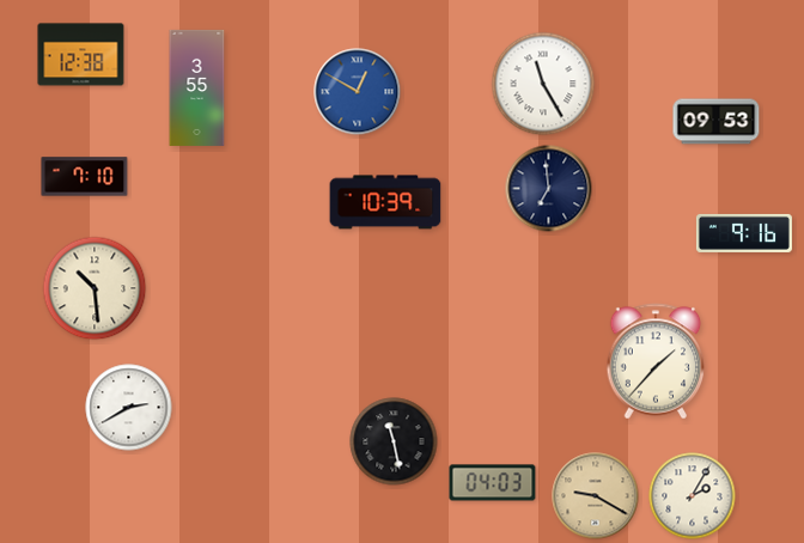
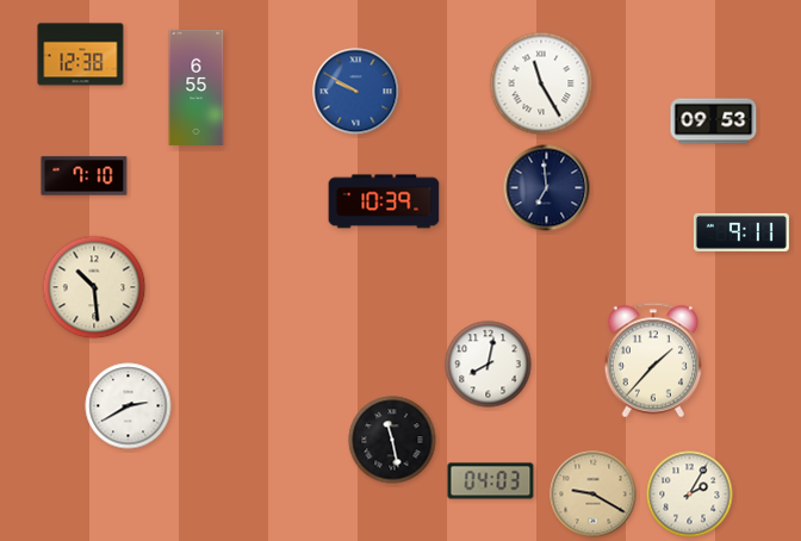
clock at (197, 87): 3:55 -> 6:55
clock at (358, 92): 12:50 -> 9:50
clock at (744, 233): 9:16 -> 9:11
clock at (489, 365): none -> 8:02
